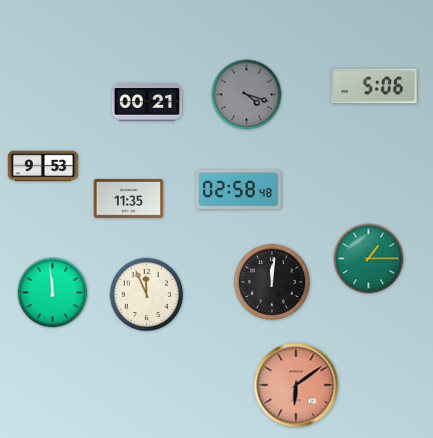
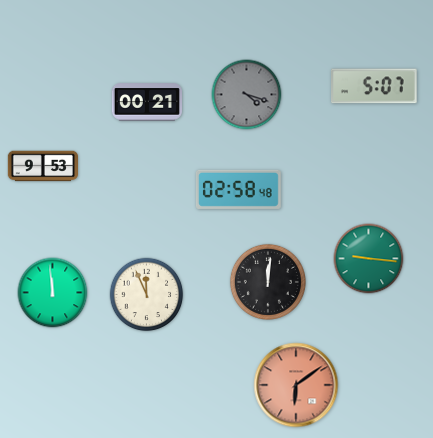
clock at (375, 86): 5:06 -> 5:07
clock at (129, 199): 11:35 -> none
clock at (369, 259): 1:15 -> 9:16
clock at (272, 282) position: (272, 282) -> (268, 282)
